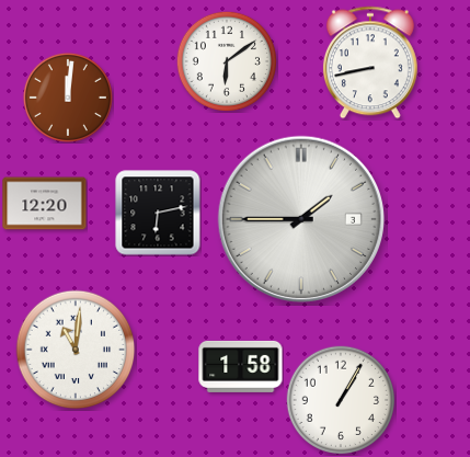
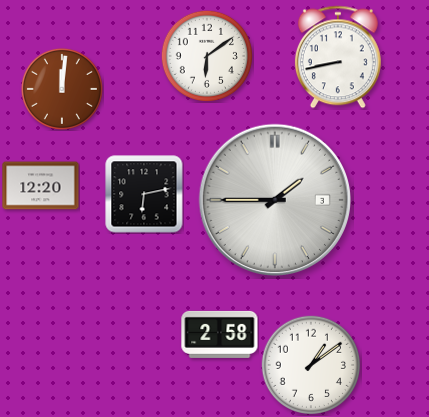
clock at (76, 350): 11:01 -> none
clock at (241, 366): 1:58 -> 2:58
clock at (340, 399): 1:05 -> 1:09
